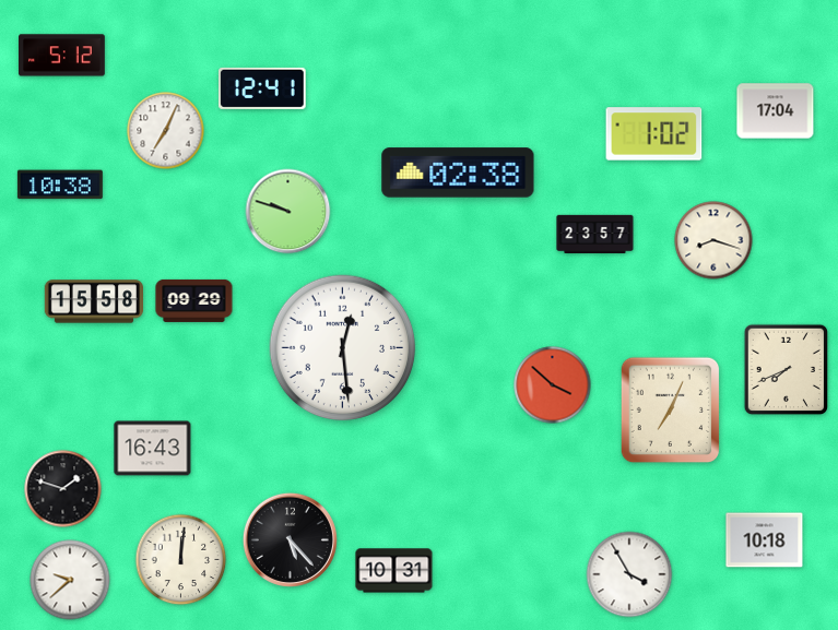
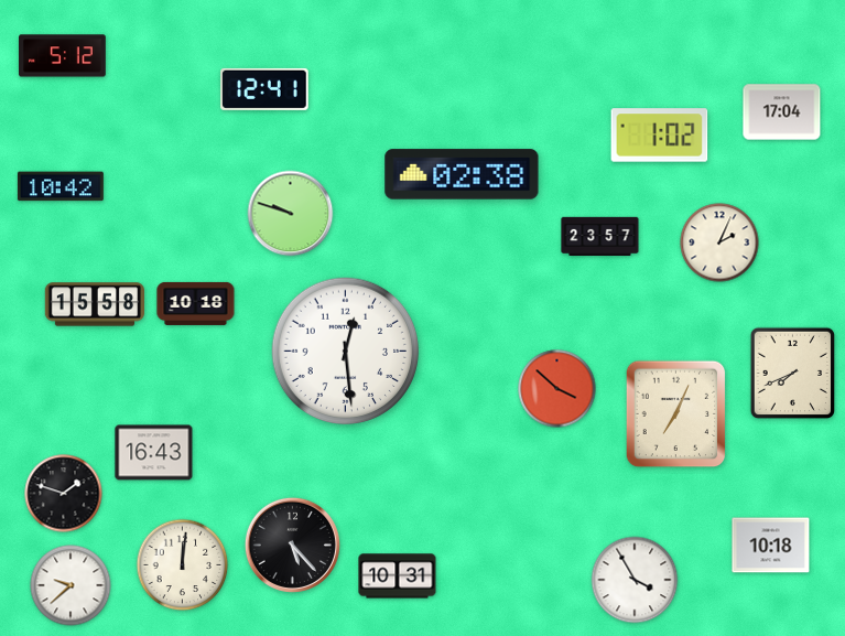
clock at (166, 131): 7:04 -> none
clock at (60, 185): 10:38 -> 10:42
clock at (713, 240): 8:18 -> 2:04
clock at (194, 300): 09:29 -> 10:18
